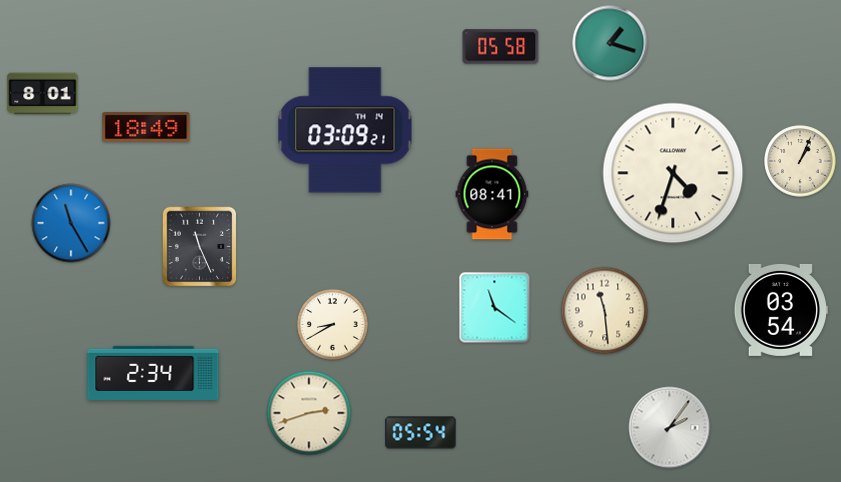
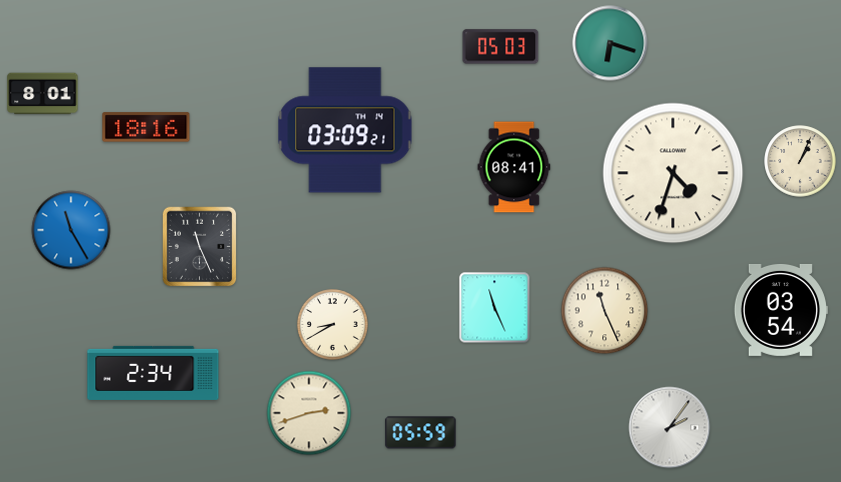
clock at (610, 43): 1:18 -> 6:18
clock at (501, 47): 05:58 -> 05:03
clock at (146, 127): 18:49 -> 18:16
clock at (492, 194) position: (492, 194) -> (514, 167)
clock at (71, 223) position: (71, 223) -> (71, 230)
clock at (495, 308): 11:21 -> 11:26
clock at (605, 311): 11:29 -> 11:26
clock at (421, 433): 05:54 -> 05:59
